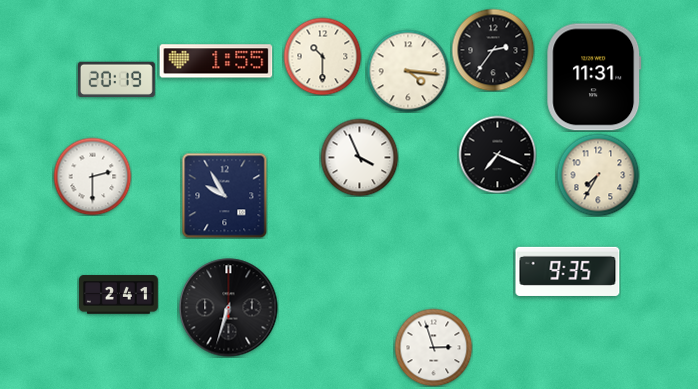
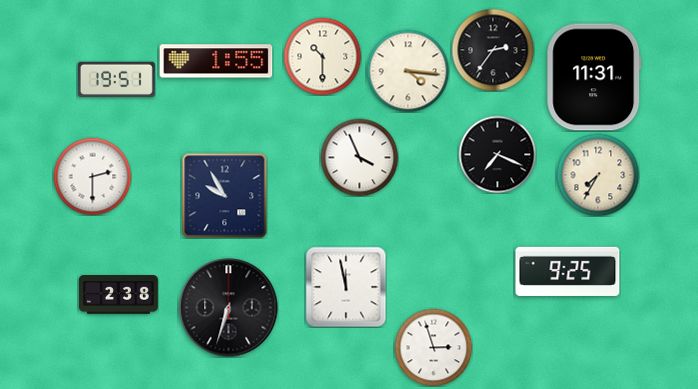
clock at (116, 80): 20:19 -> 19:51
clock at (568, 271): 9:35 -> 9:25
clock at (346, 287): none -> 11:58
clock at (118, 295): 2:41 -> 2:38
